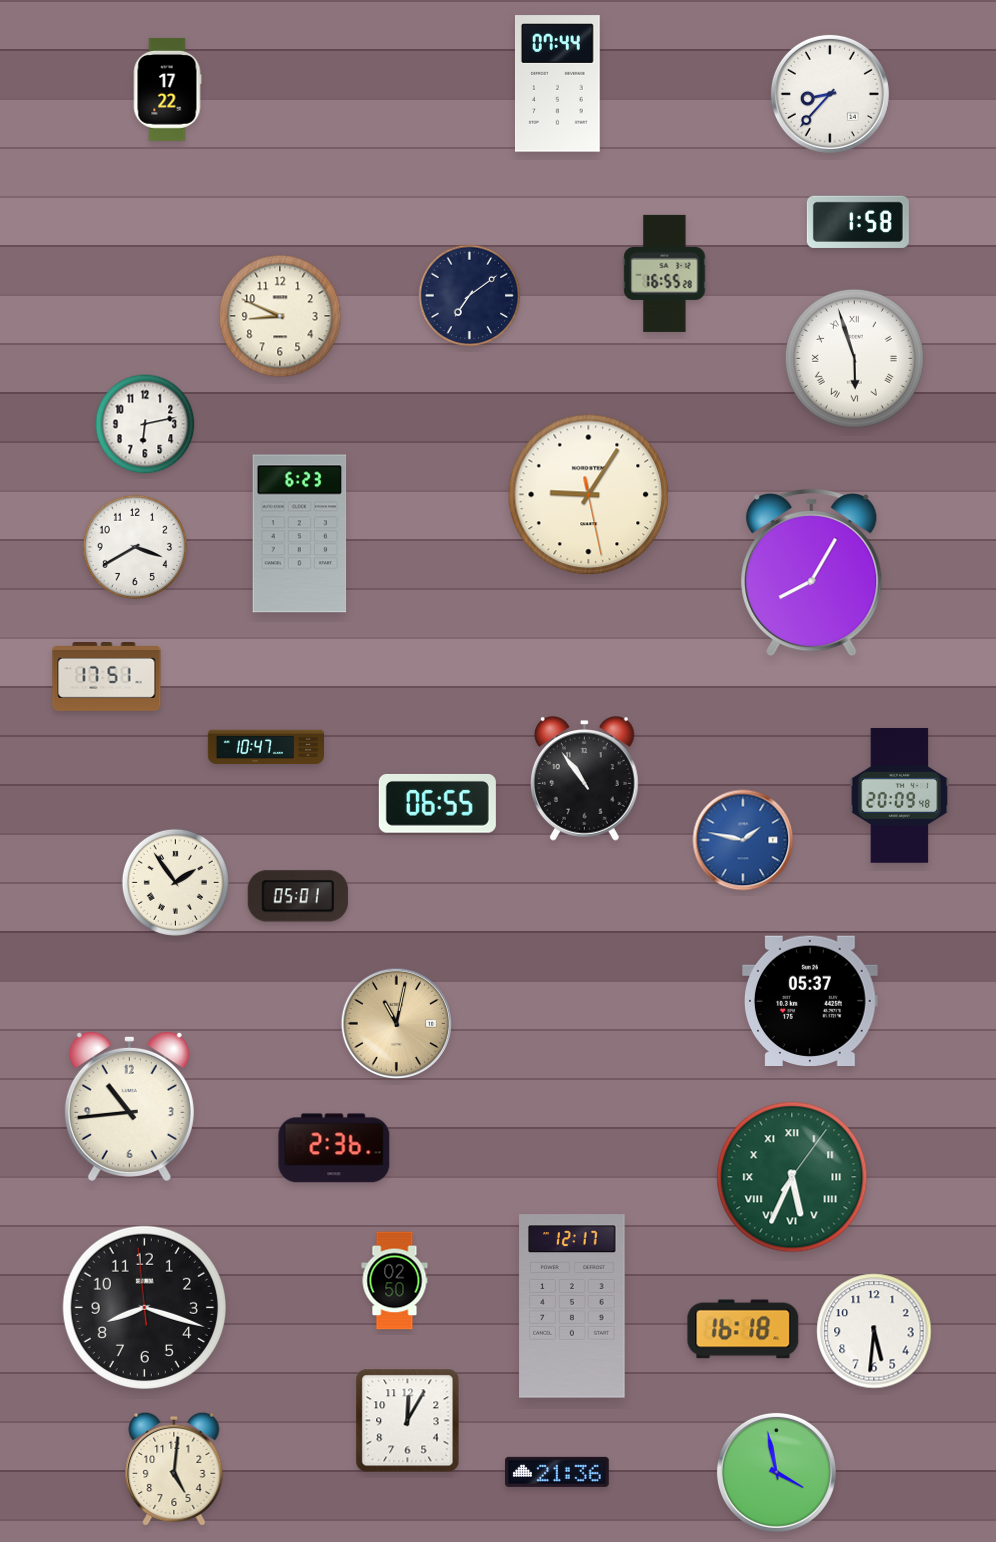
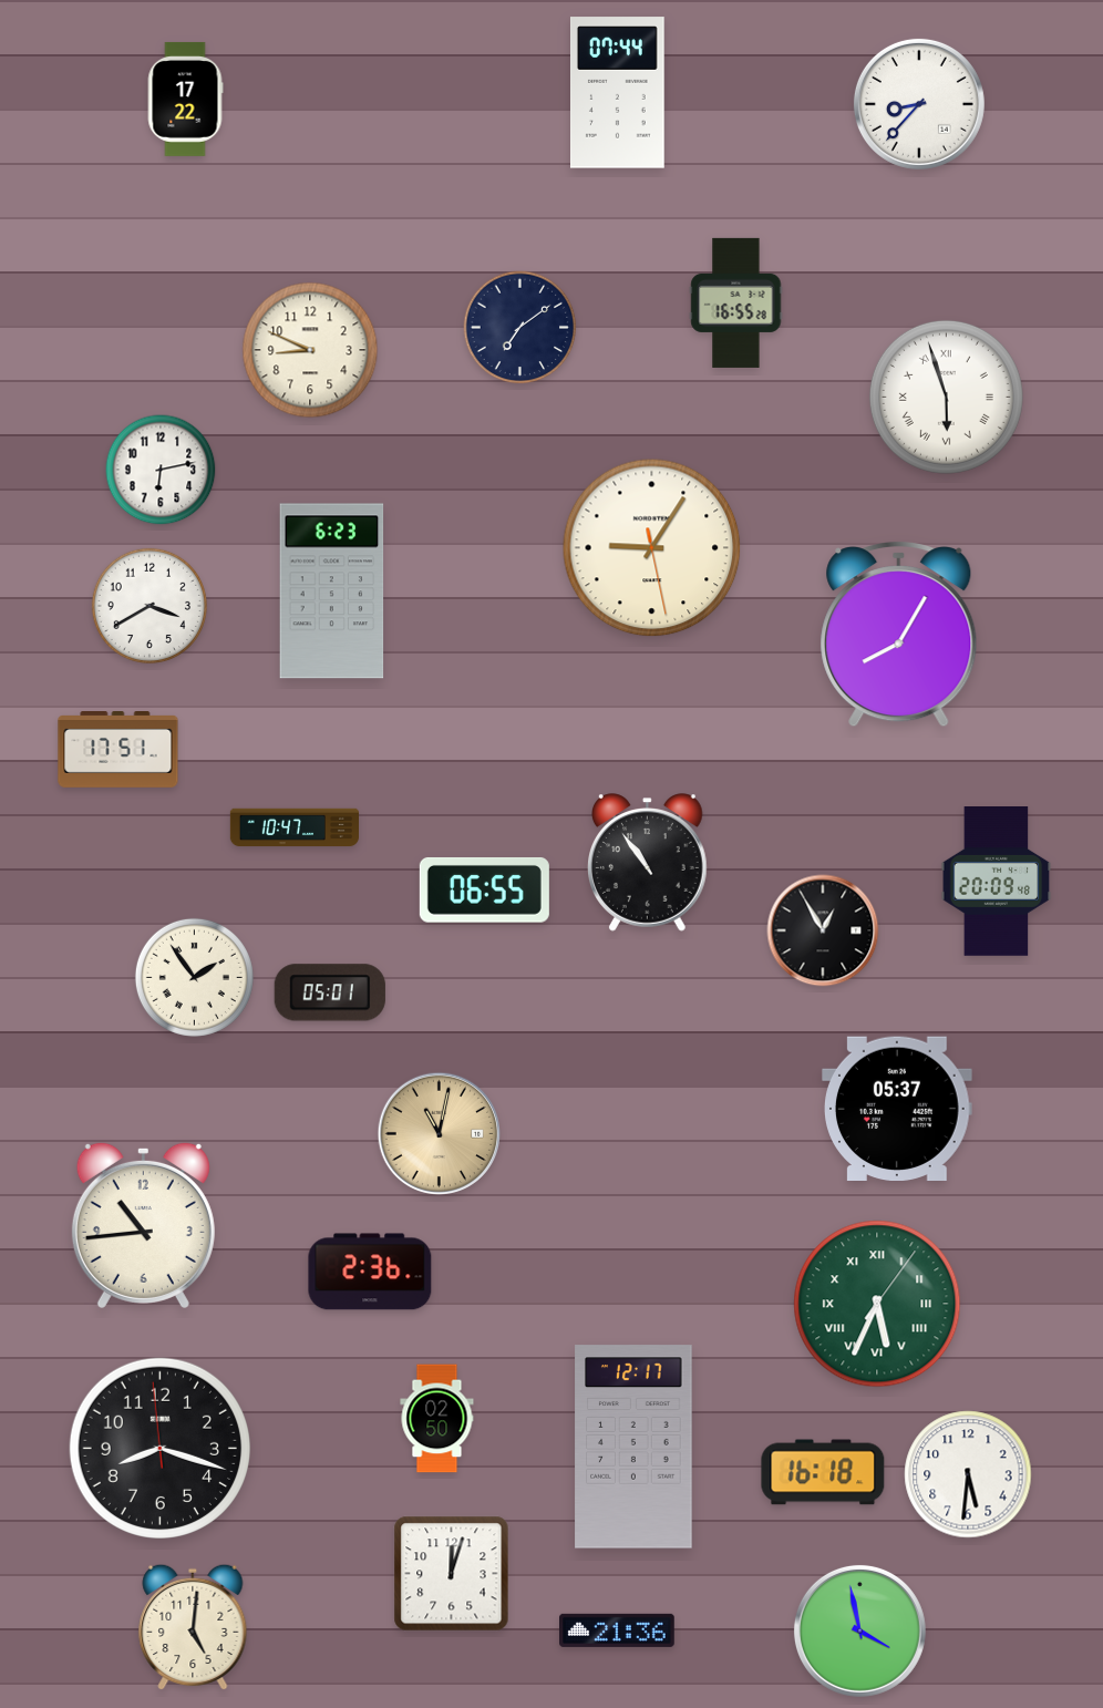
clock at (858, 222): 1:58 -> none
clock at (743, 840): 1:47 -> 12:55
clock at (743, 840) dial: blue -> black
clock at (408, 1421): 12:05 -> 12:03
